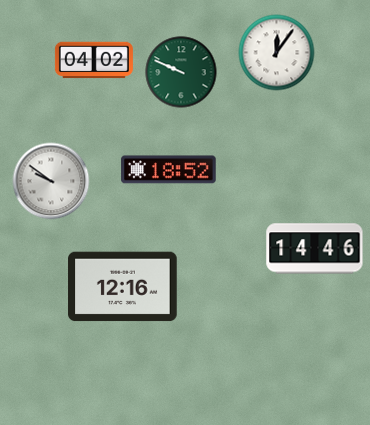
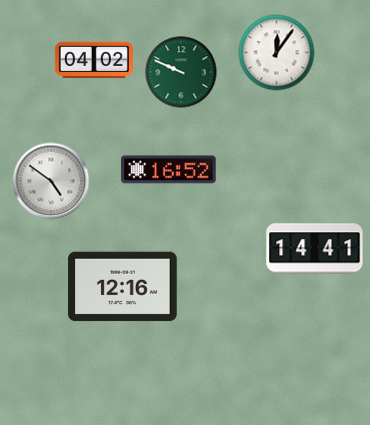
clock at (169, 170): 18:52 -> 16:52
clock at (51, 181): 9:51 -> 4:51
clock at (315, 249): 14:46 -> 14:41
